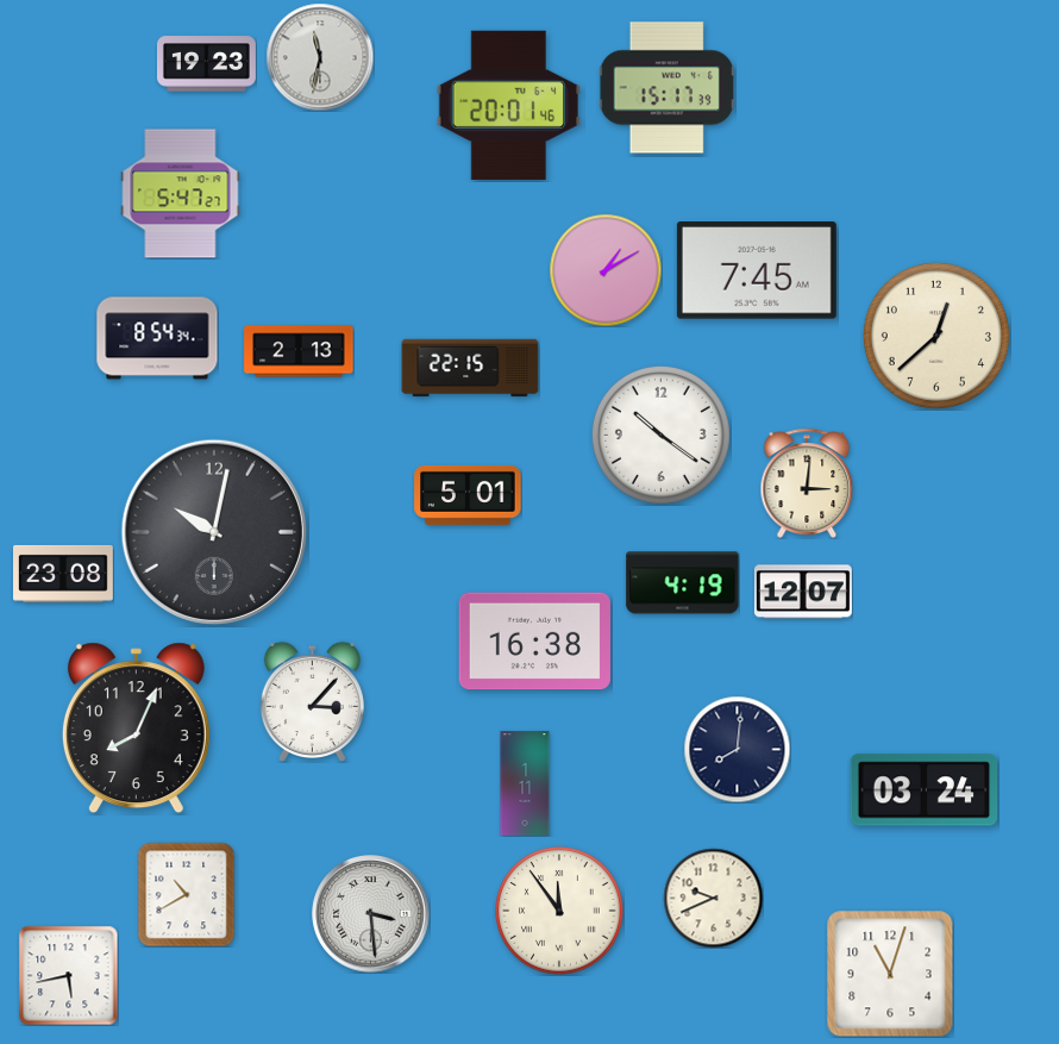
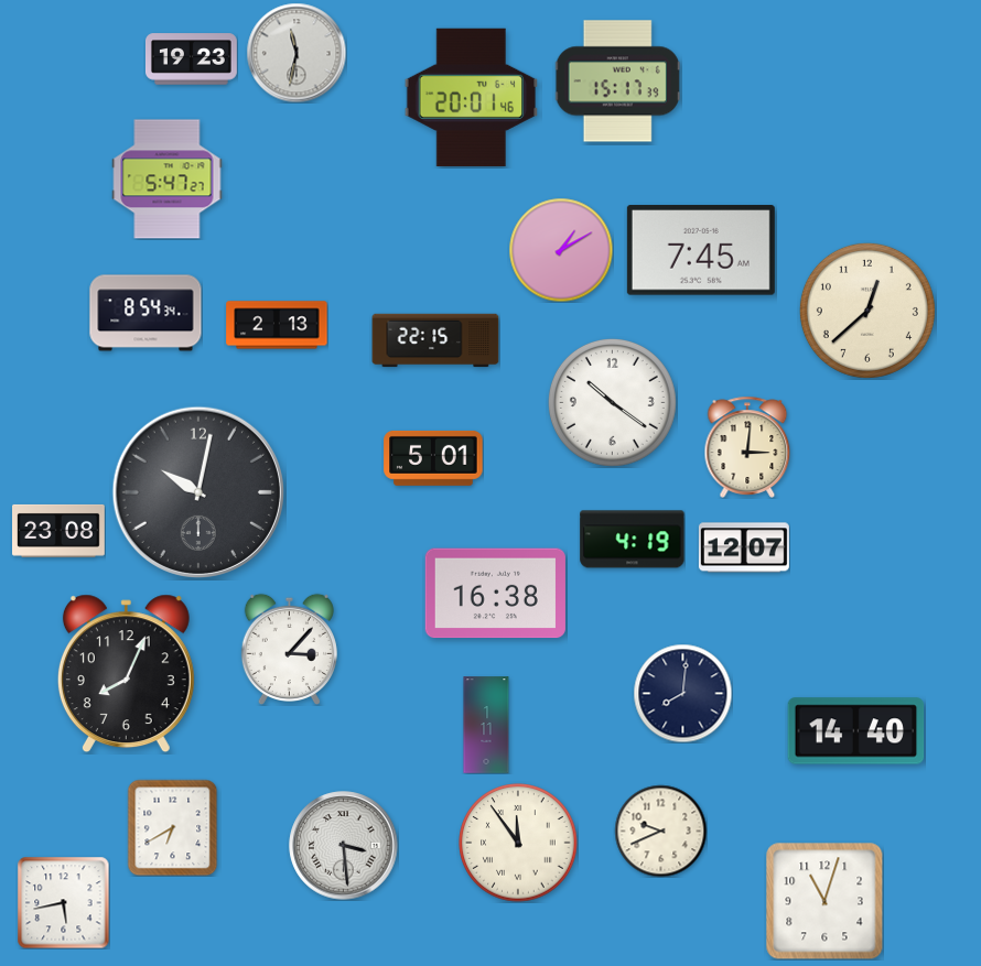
clock at (925, 790): 03:24 -> 14:40
clock at (187, 894): 10:40 -> 6:40
